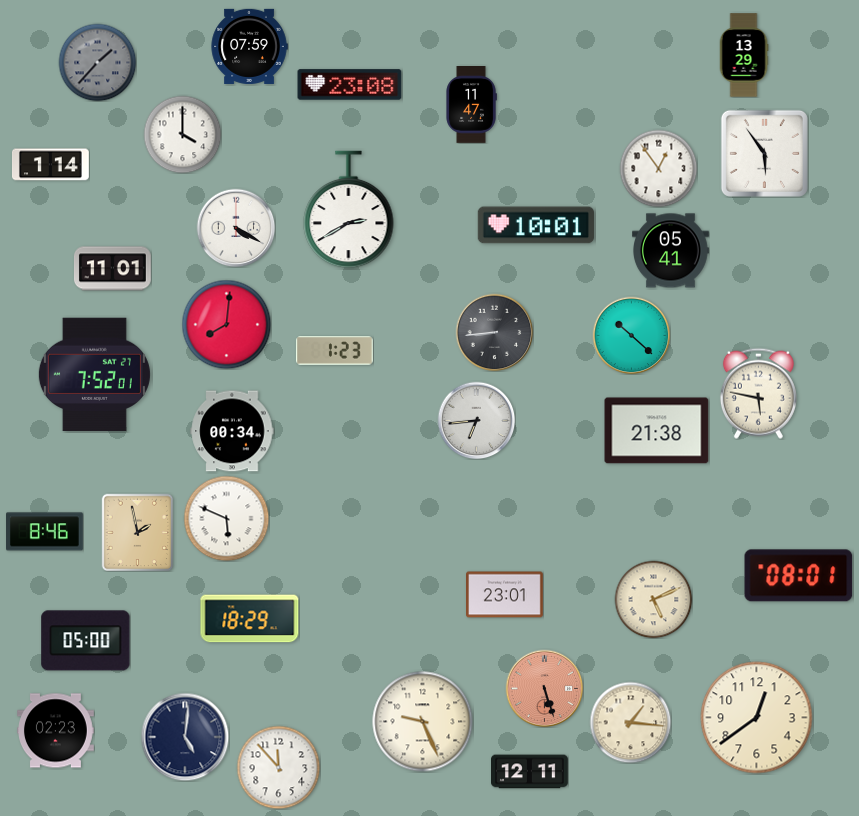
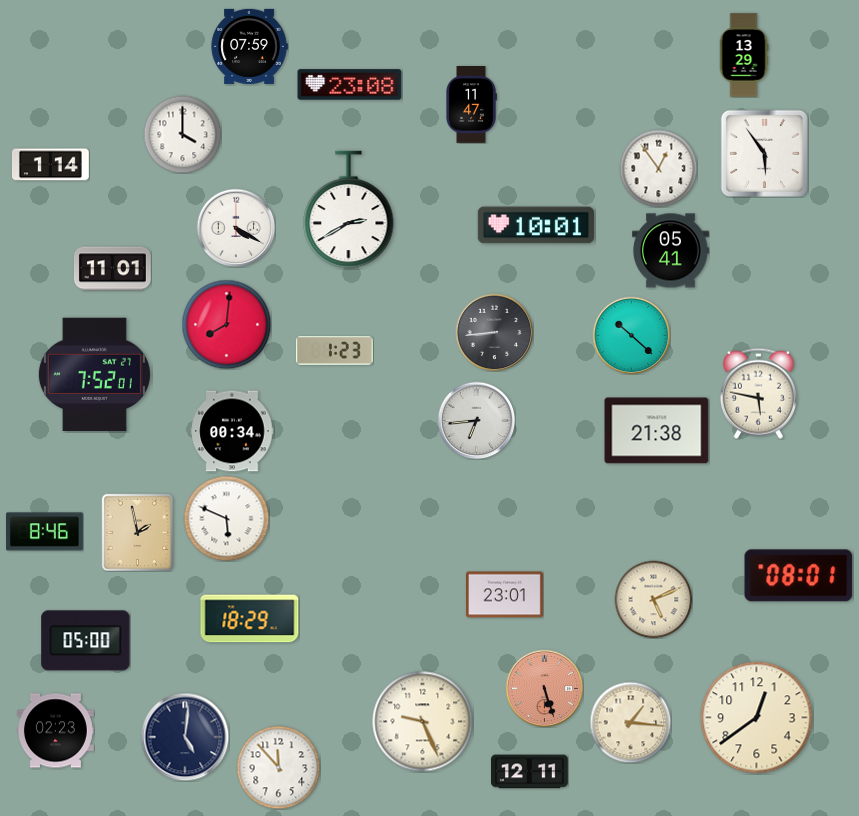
clock at (97, 62): 1:37 -> none
